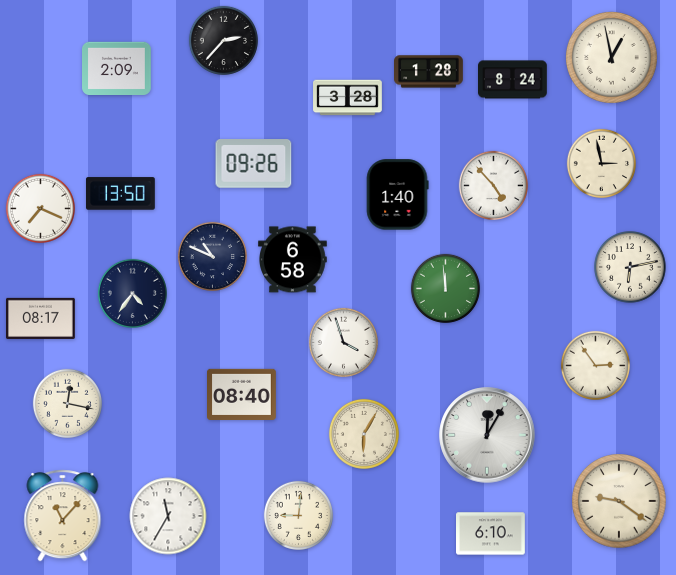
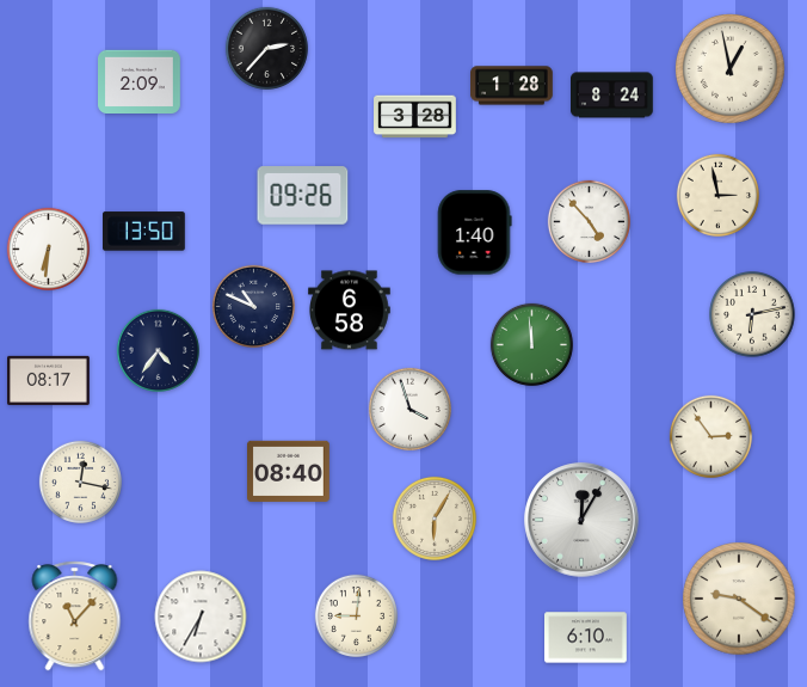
clock at (40, 208): 7:19 -> 6:31
clock at (631, 268) position: (631, 268) -> (753, 315)
clock at (168, 516): 11:35 -> 6:35
